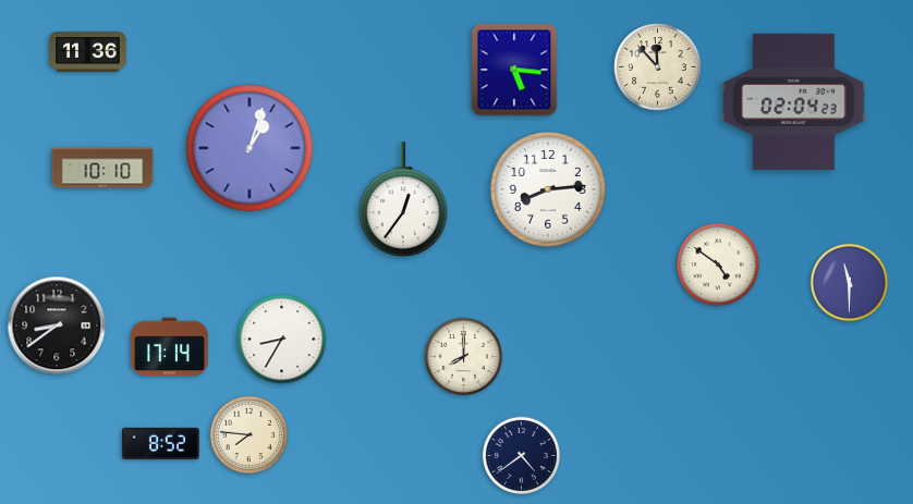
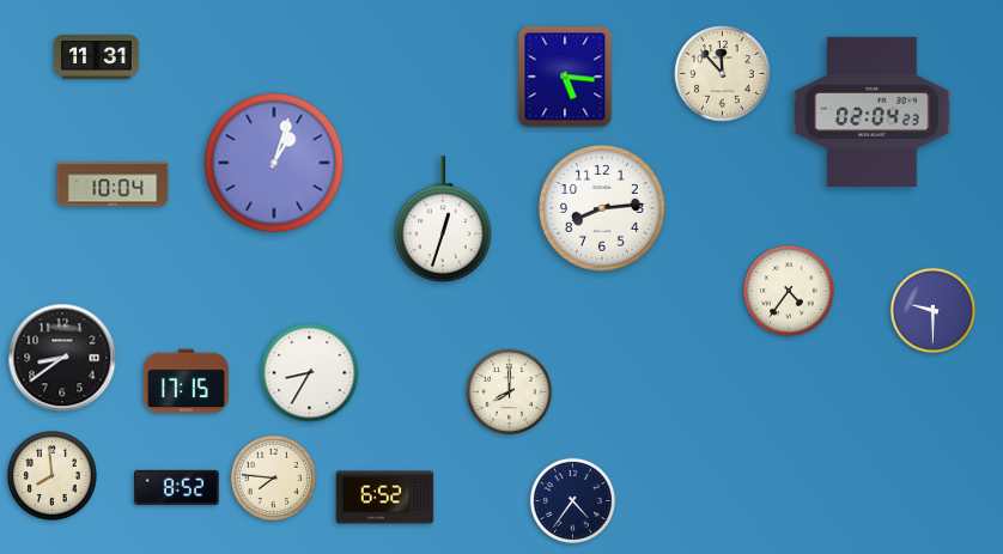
clock at (88, 52): 11:36 -> 11:31
clock at (102, 168): 10:10 -> 10:04
clock at (403, 200): 12:36 -> 12:33
clock at (719, 266): 4:51 -> 4:36
clock at (849, 282): 11:30 -> 9:30
clock at (170, 347): 17:14 -> 17:15
clock at (51, 475): none -> 7:59
clock at (385, 498): none -> 6:52
clock at (521, 455): 4:39 -> 4:36
